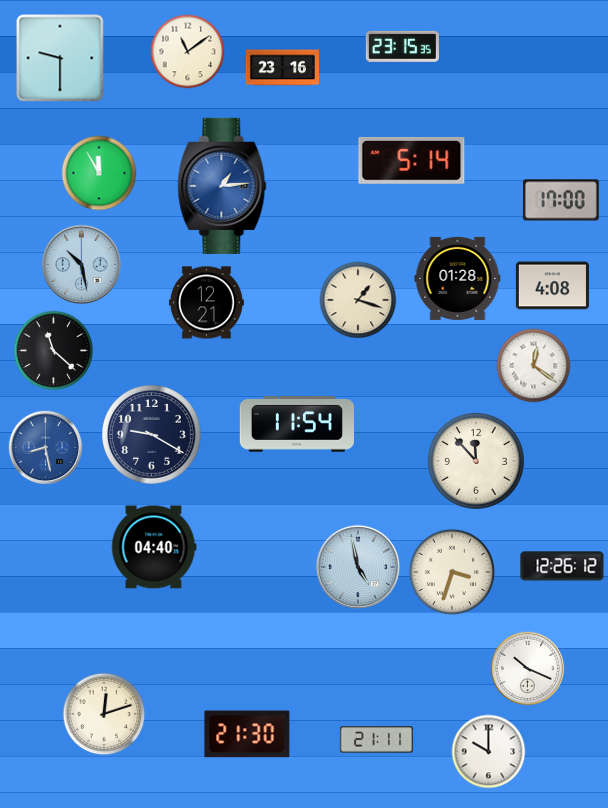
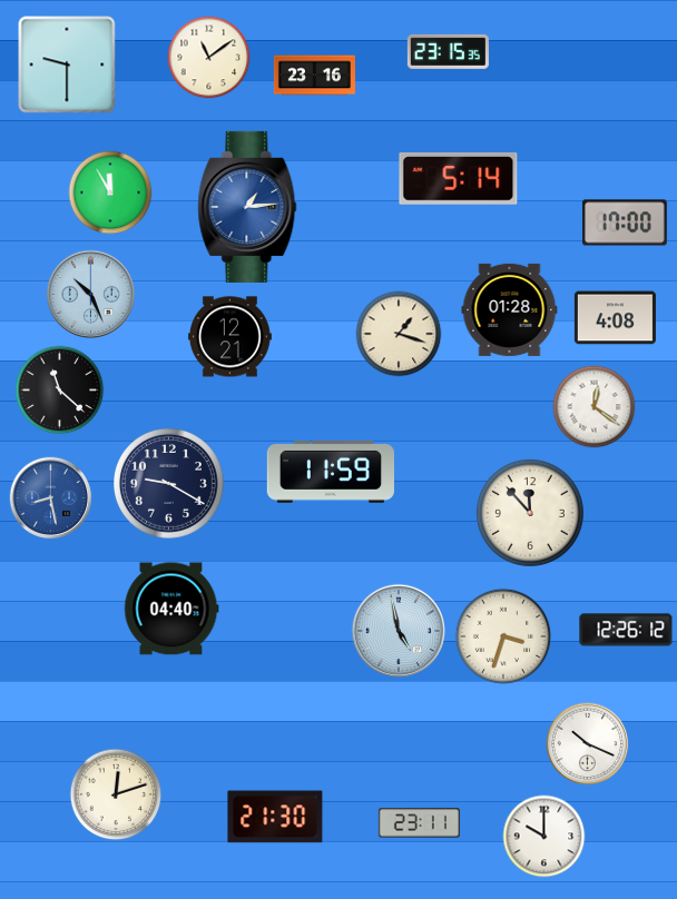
clock at (82, 265): 10:28 -> 10:26
clock at (296, 425): 11:54 -> 11:59
clock at (376, 740): 21:11 -> 23:11
